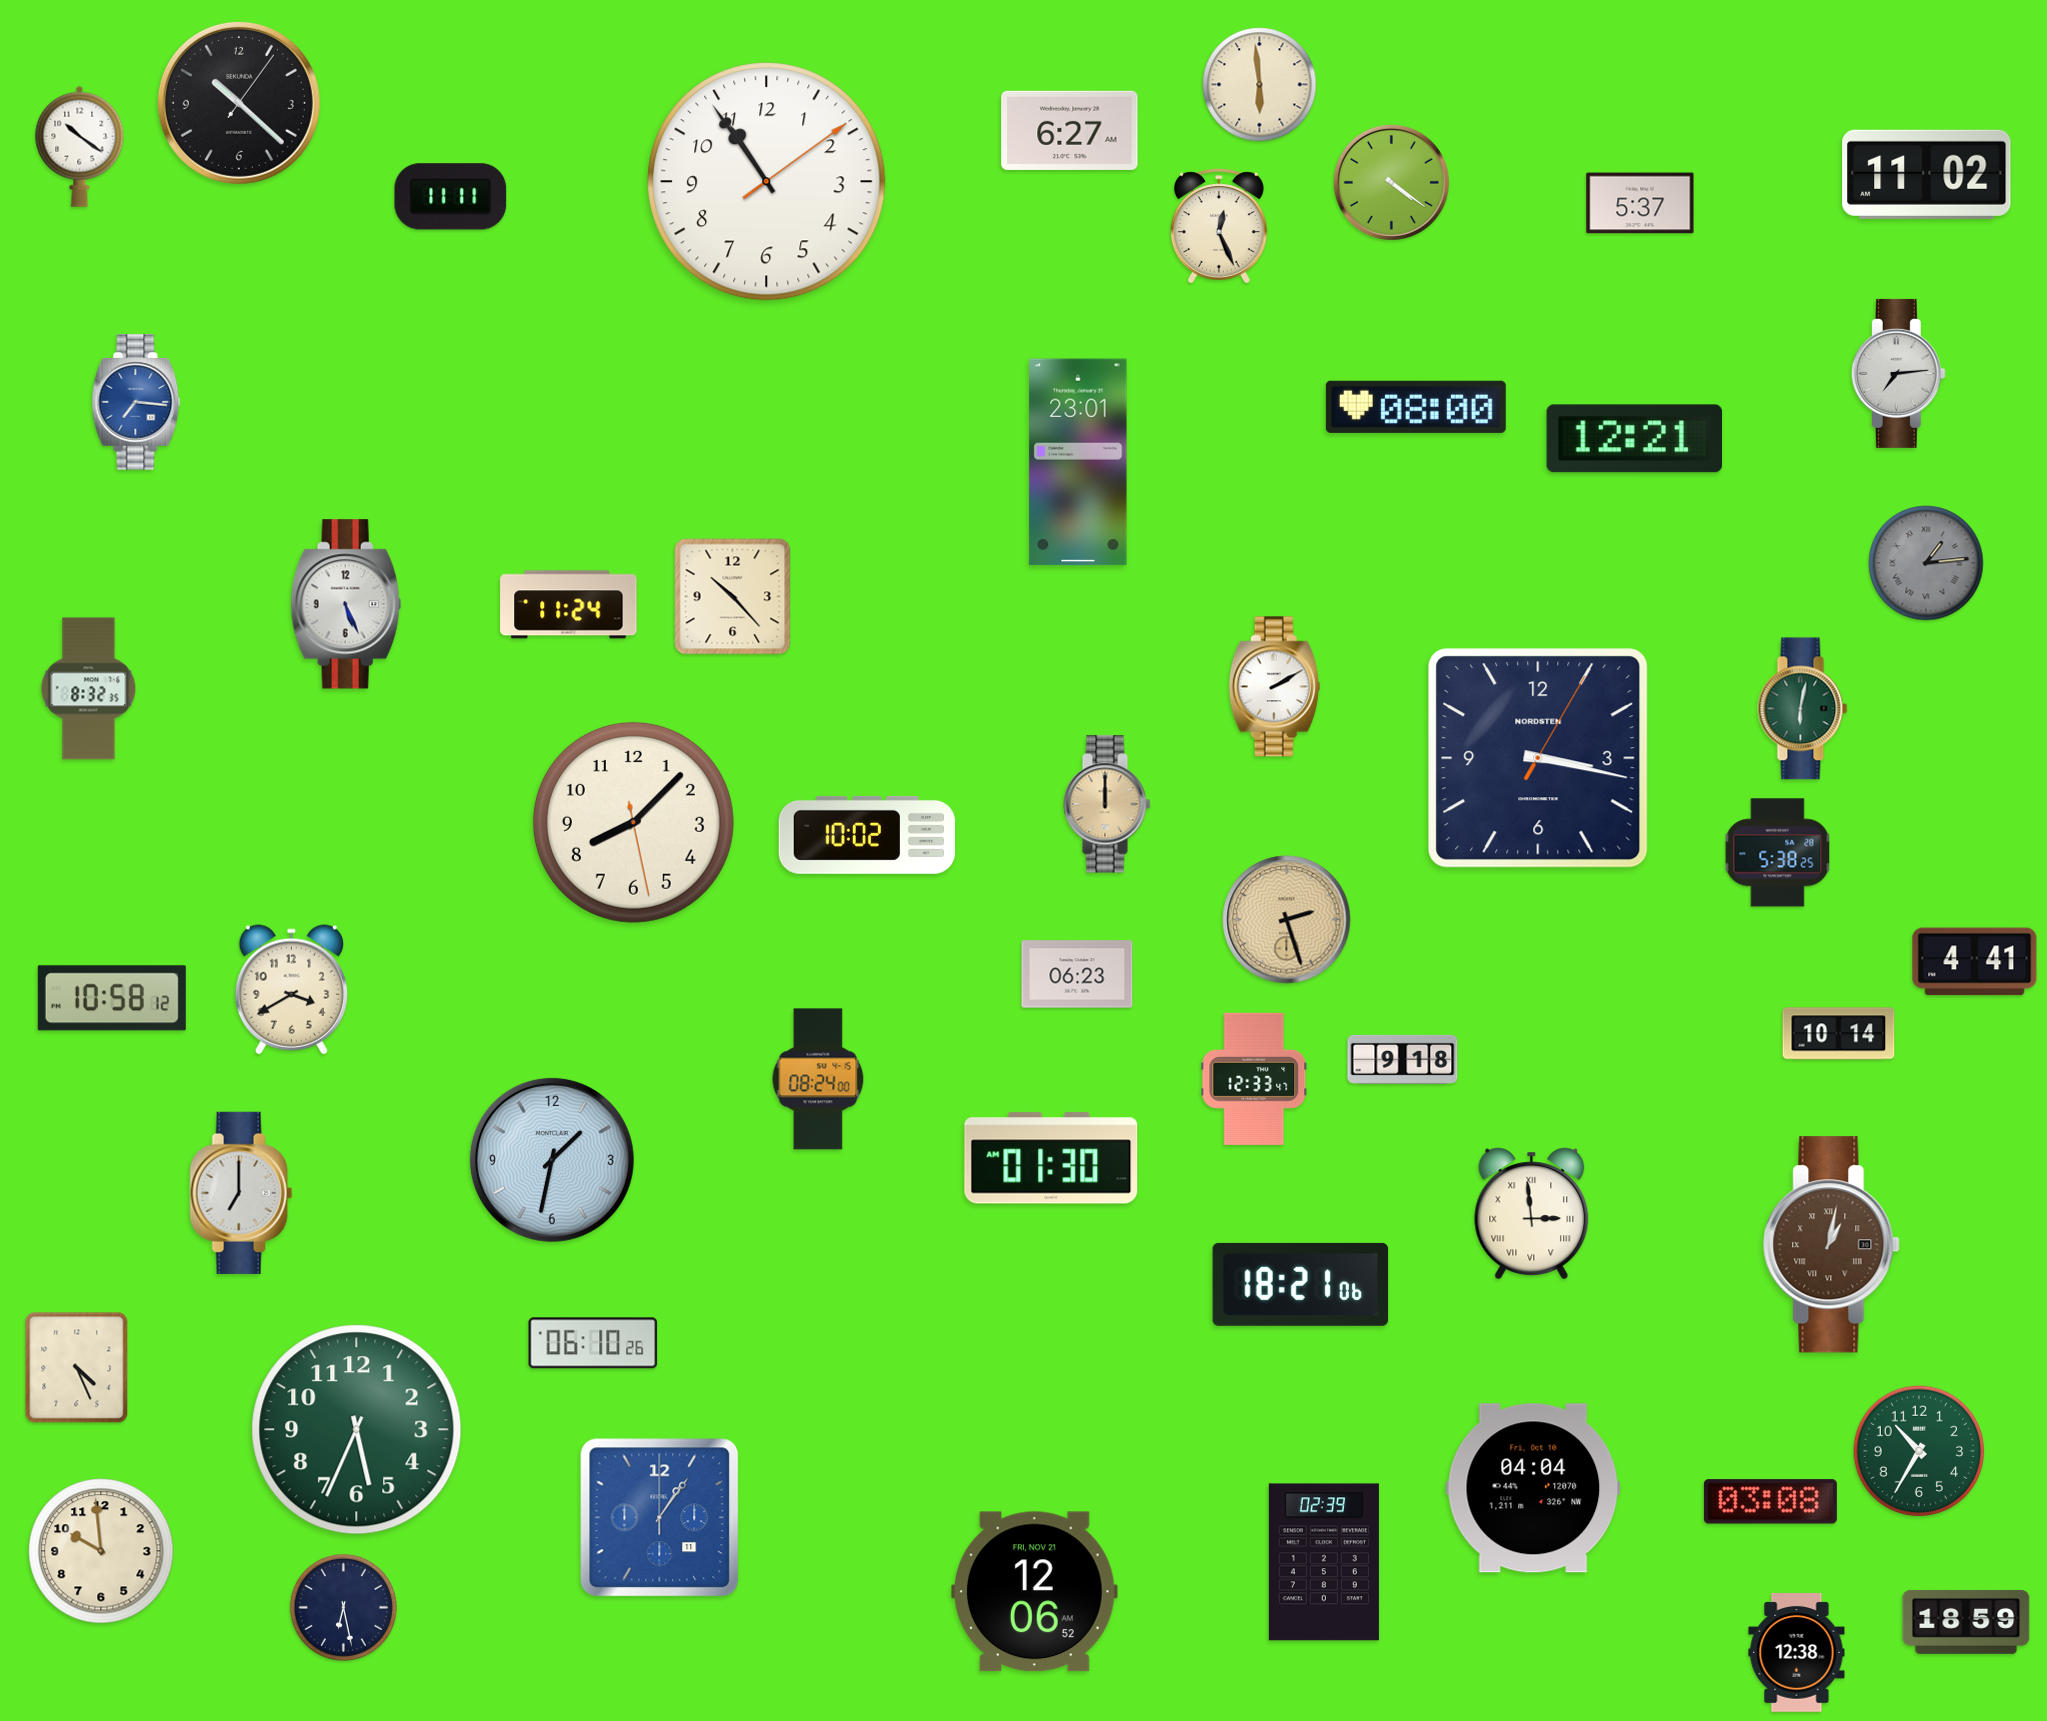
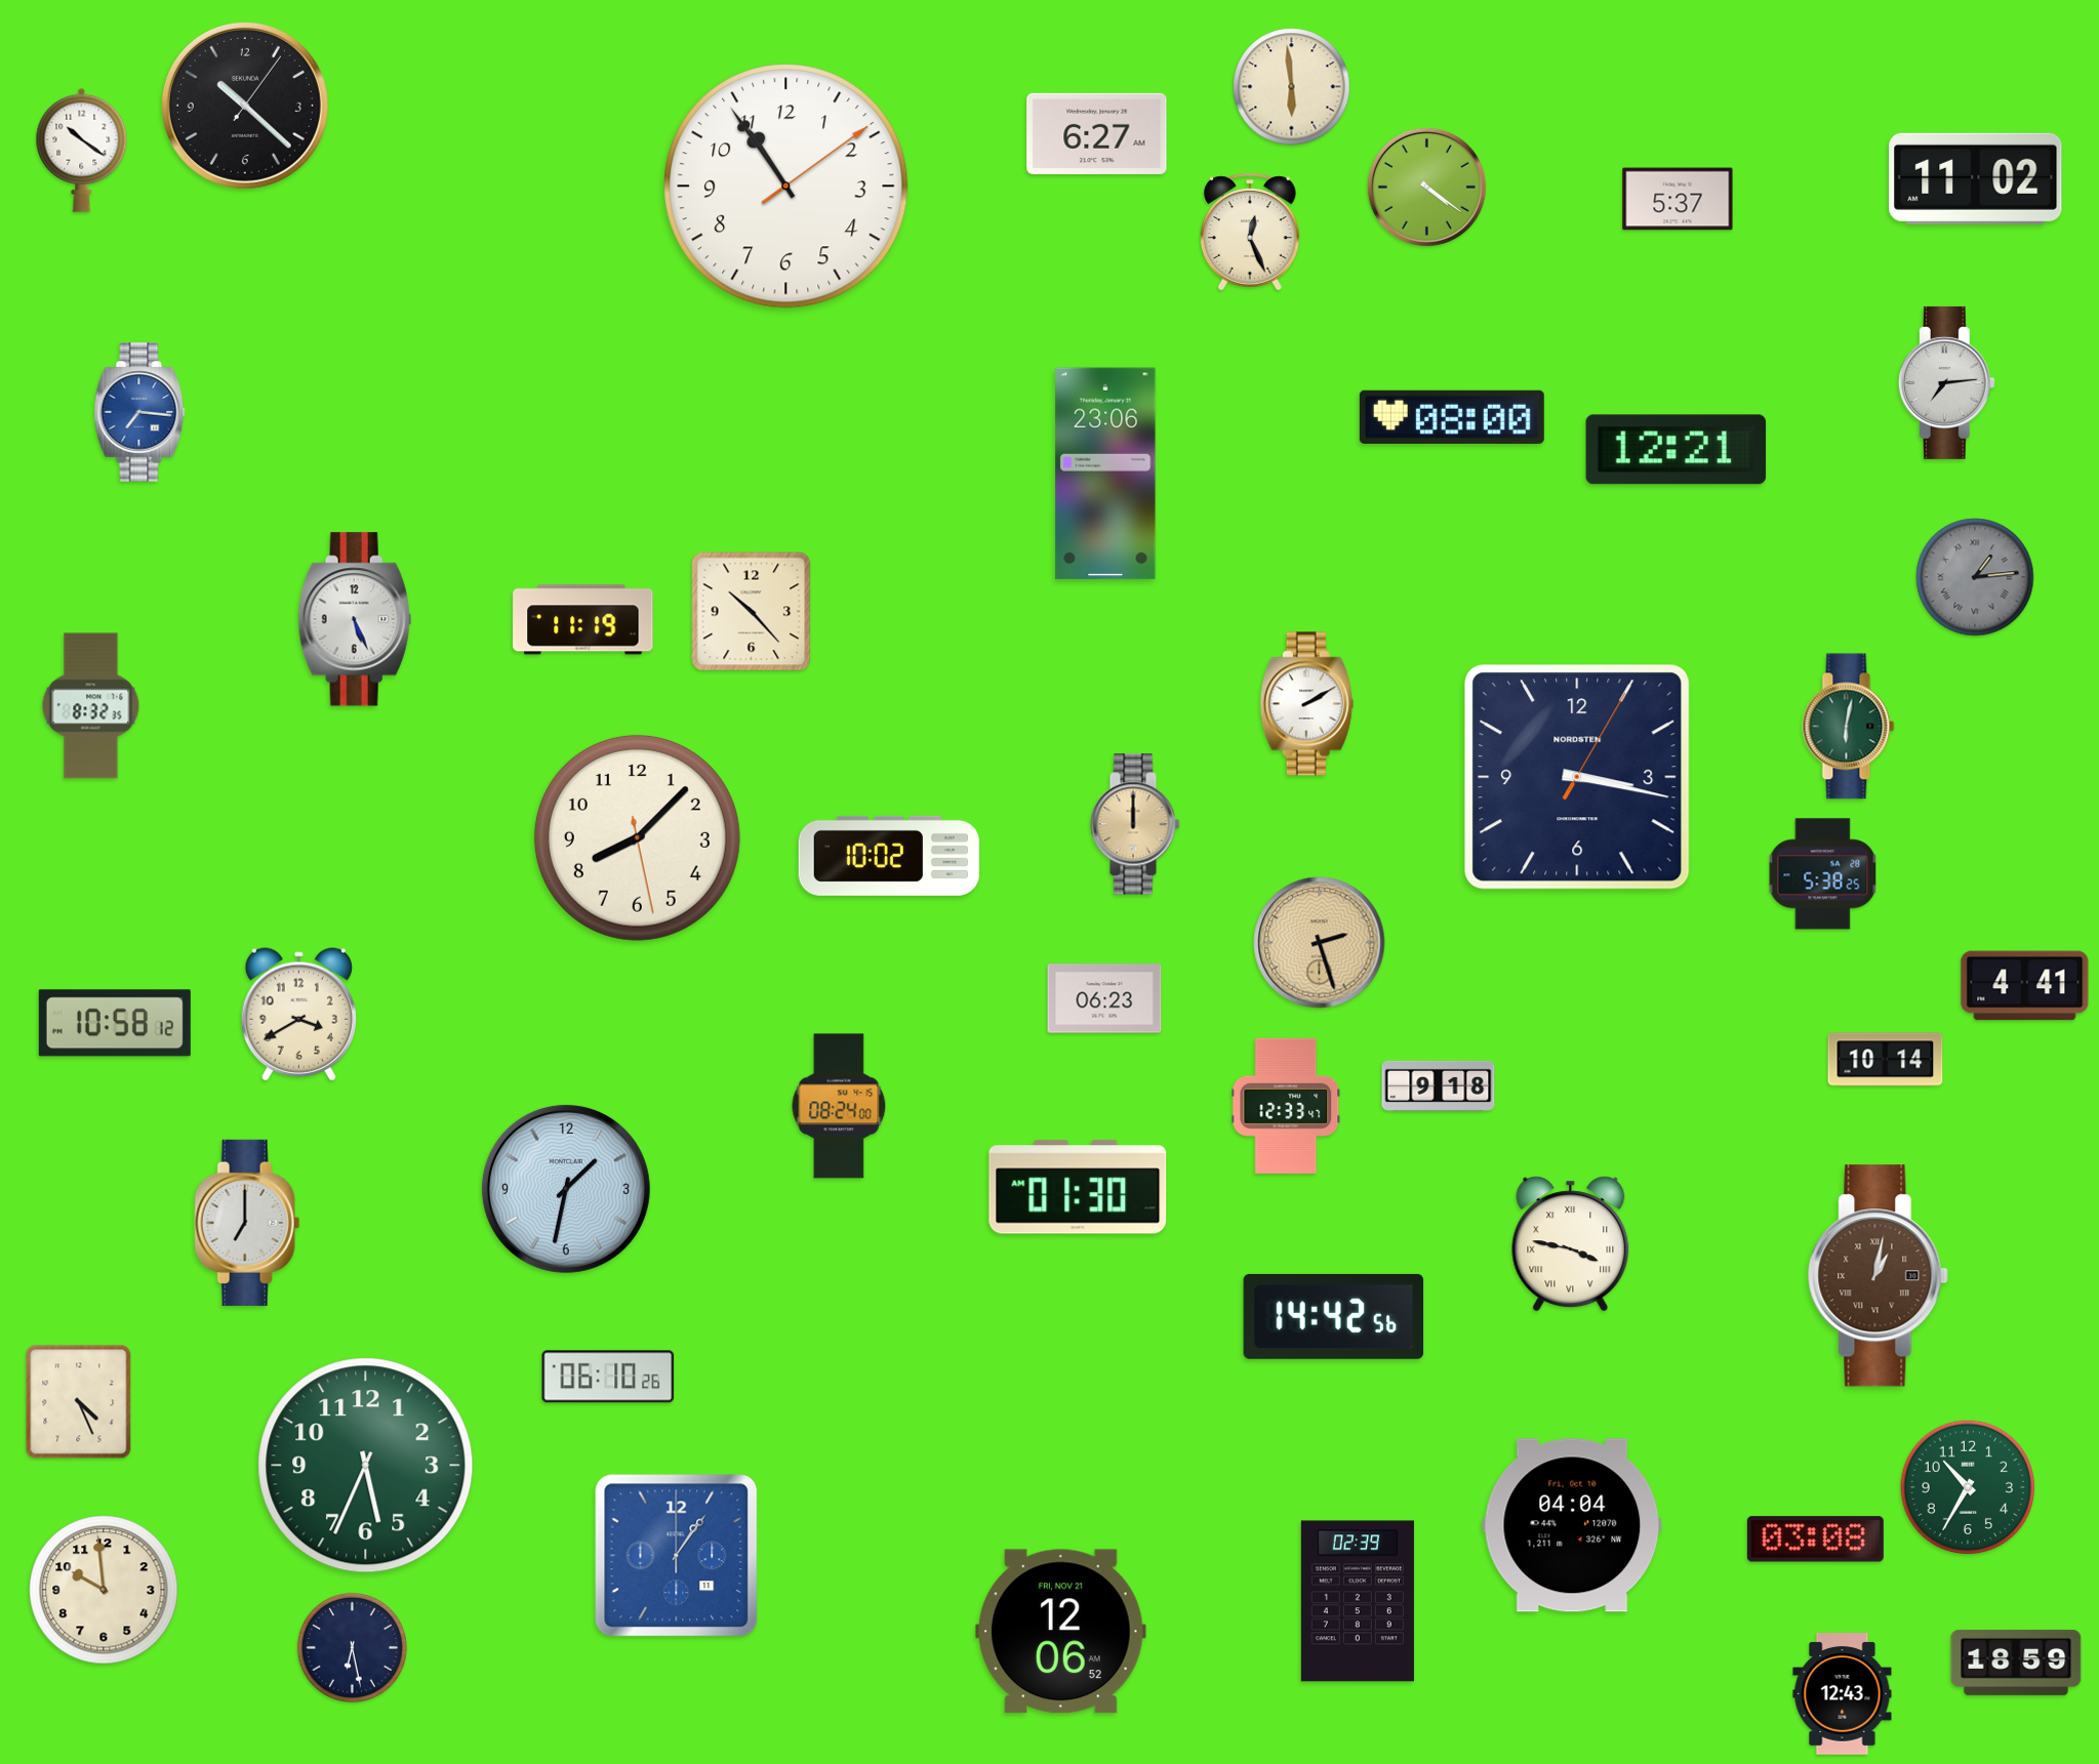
clock at (451, 197): 11:11 -> none
clock at (1640, 203) position: (1640, 203) -> (1678, 199)
clock at (1078, 462): 23:01 -> 23:06
clock at (569, 605): 11:24 -> 11:19
clock at (633, 822) position: (633, 822) -> (637, 837)
clock at (1532, 1214): 2:59 -> 3:47
clock at (1301, 1284): 18:21 -> 14:42
clock at (1797, 1653): 12:38 -> 12:43
